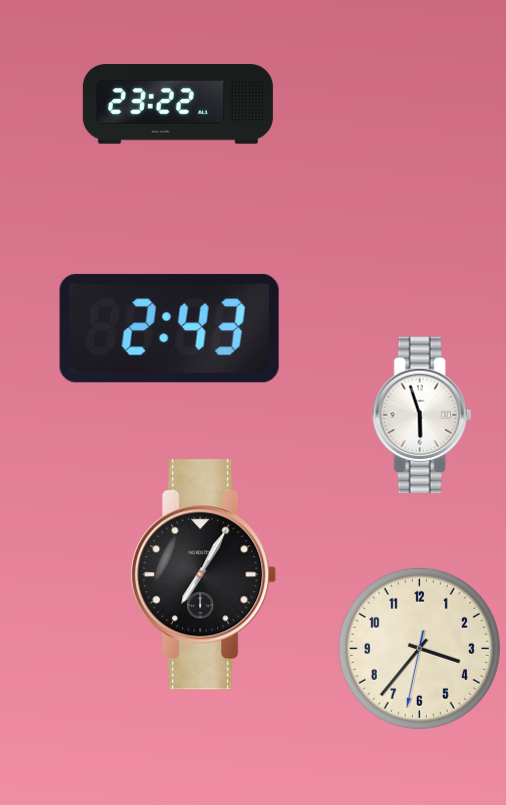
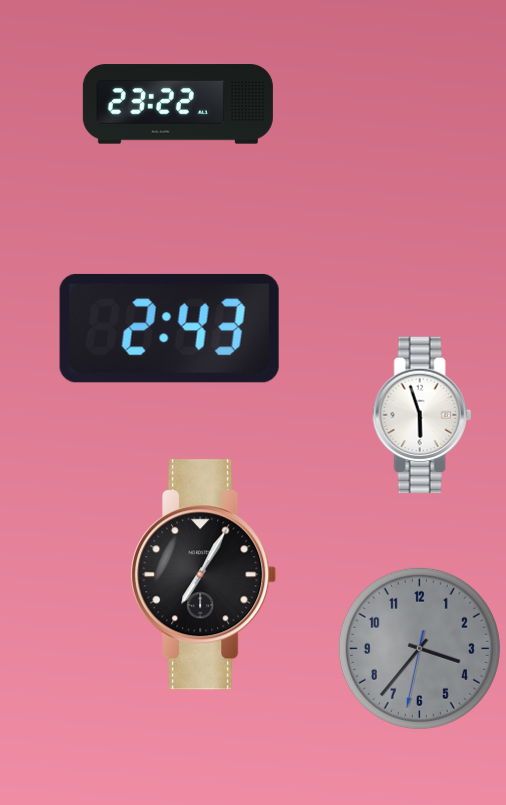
clock at (419, 648) dial: cream -> grey
